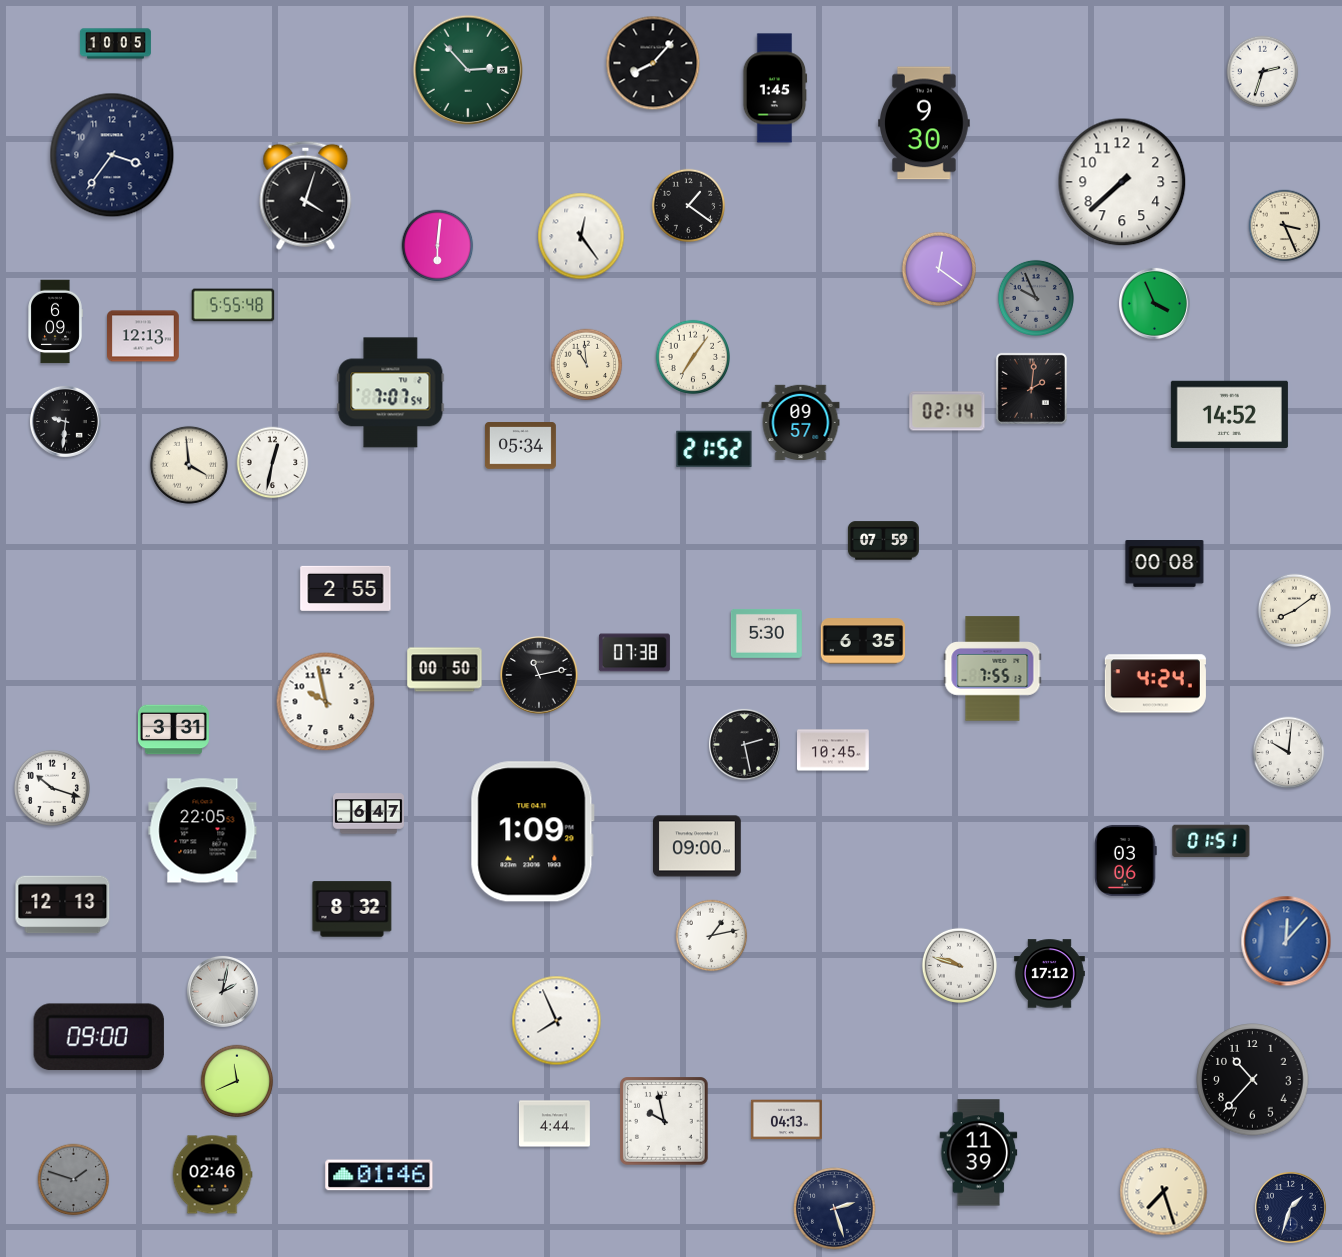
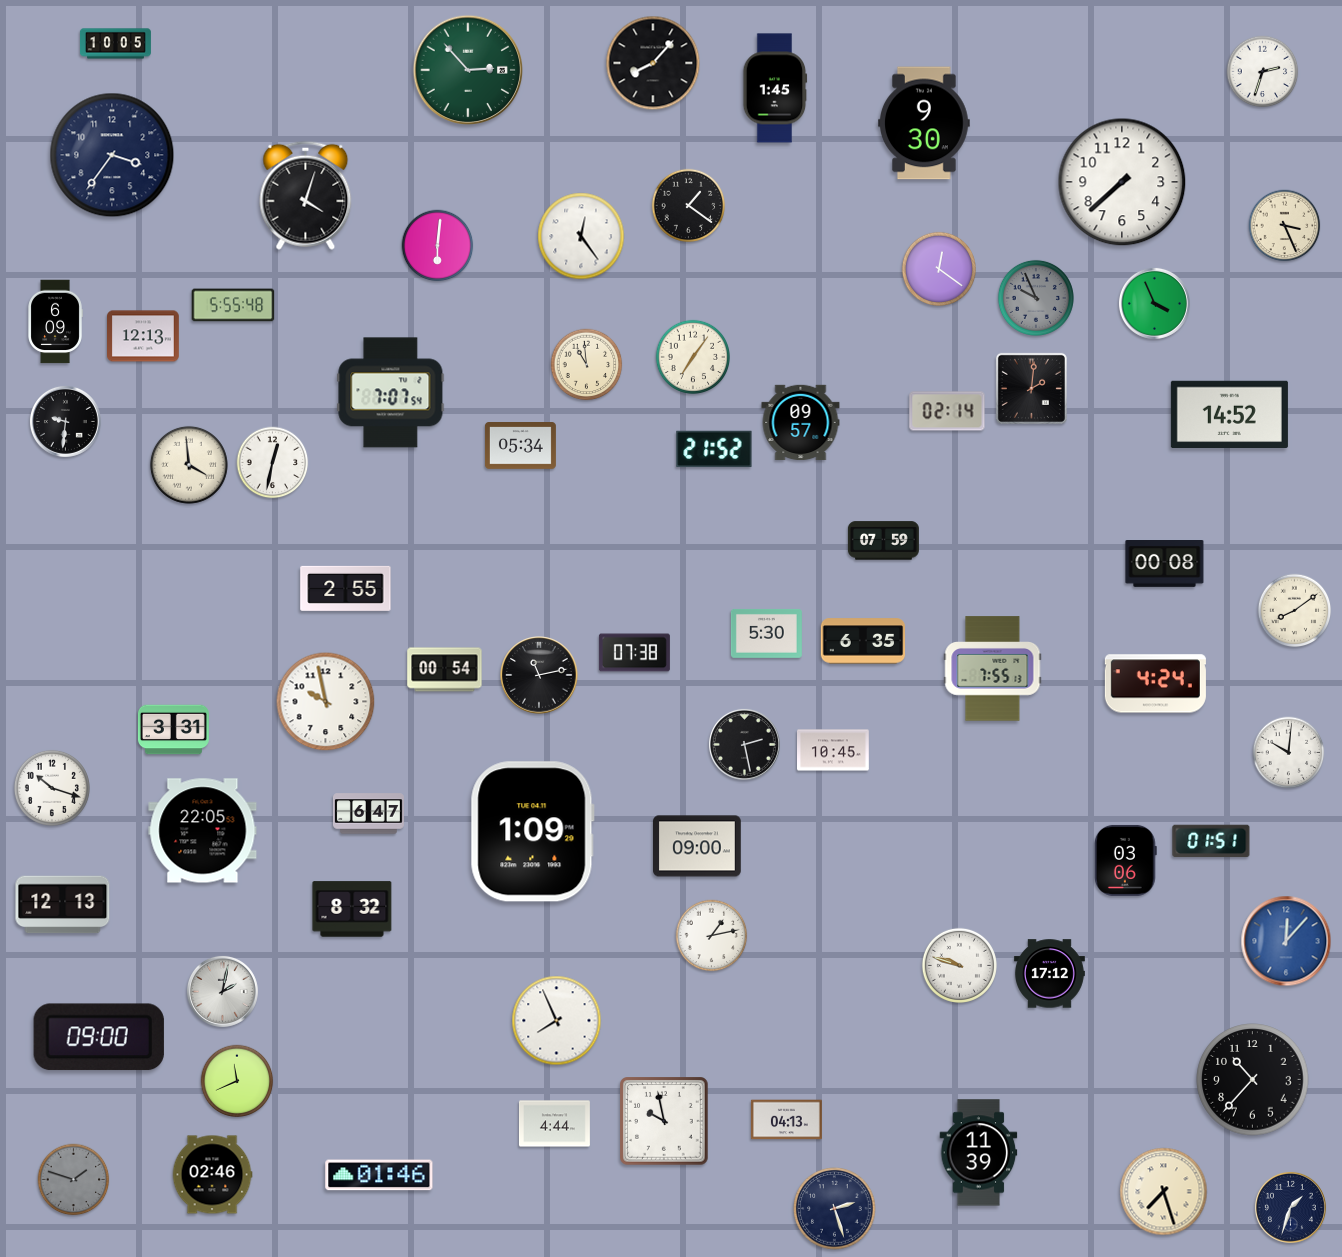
clock at (445, 670): 00:50 -> 00:54
